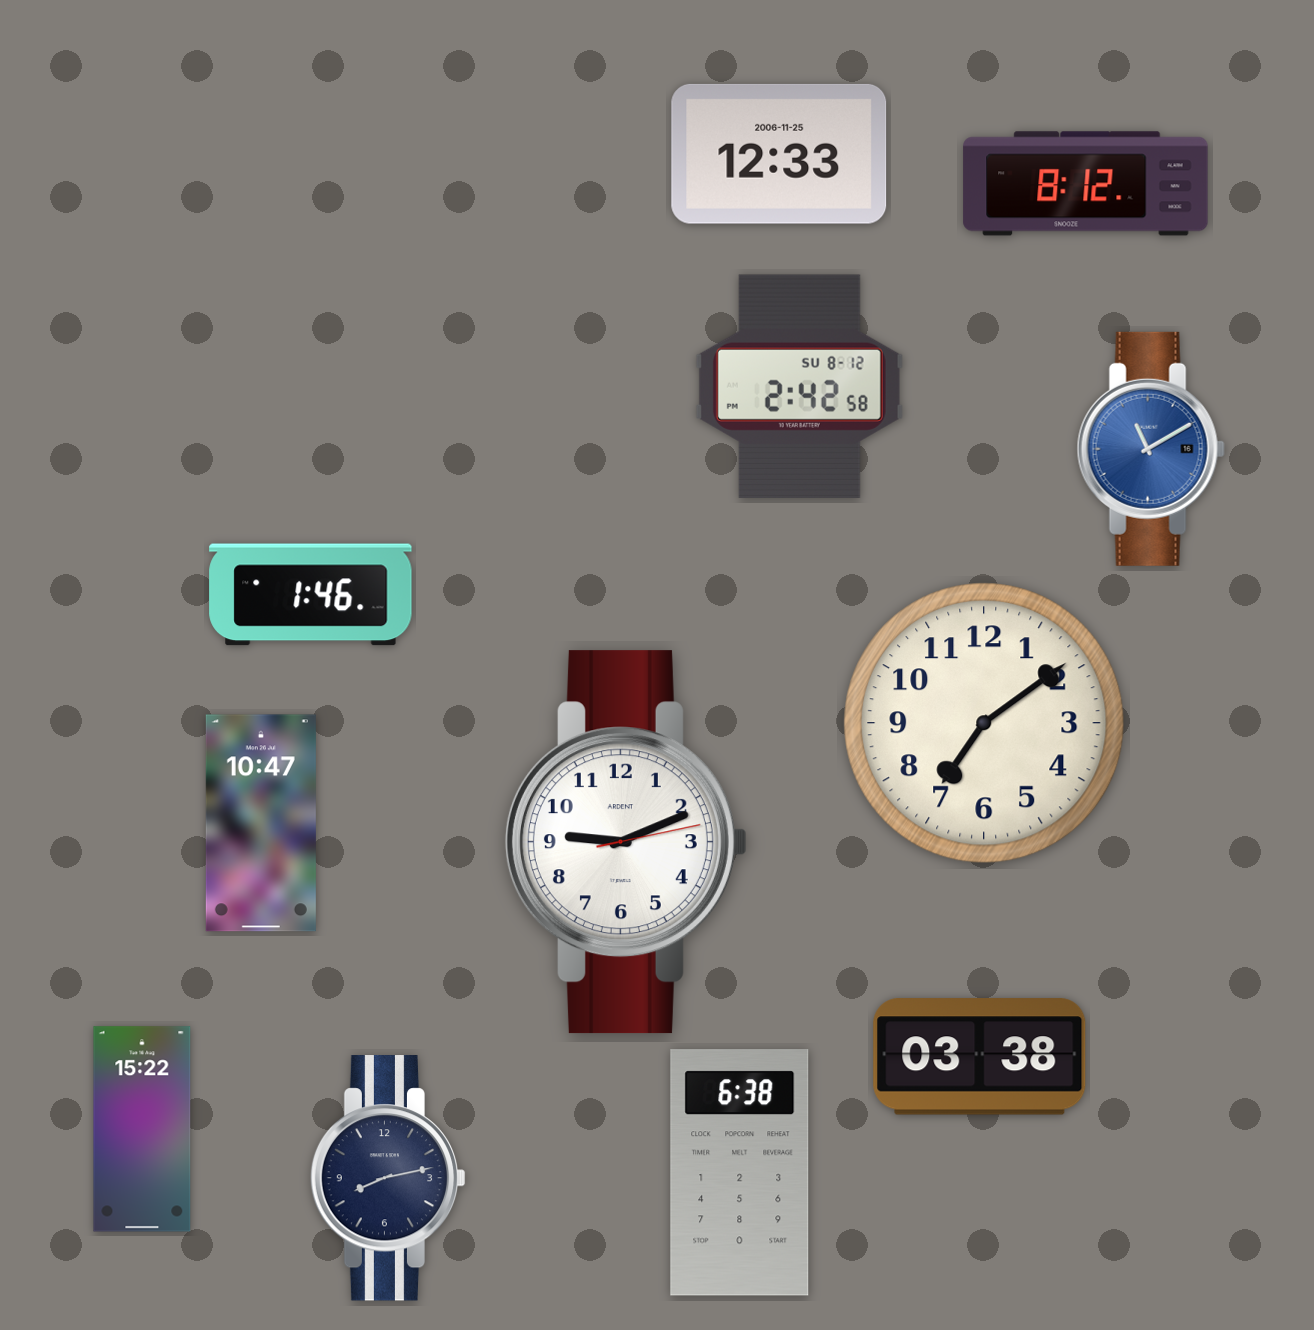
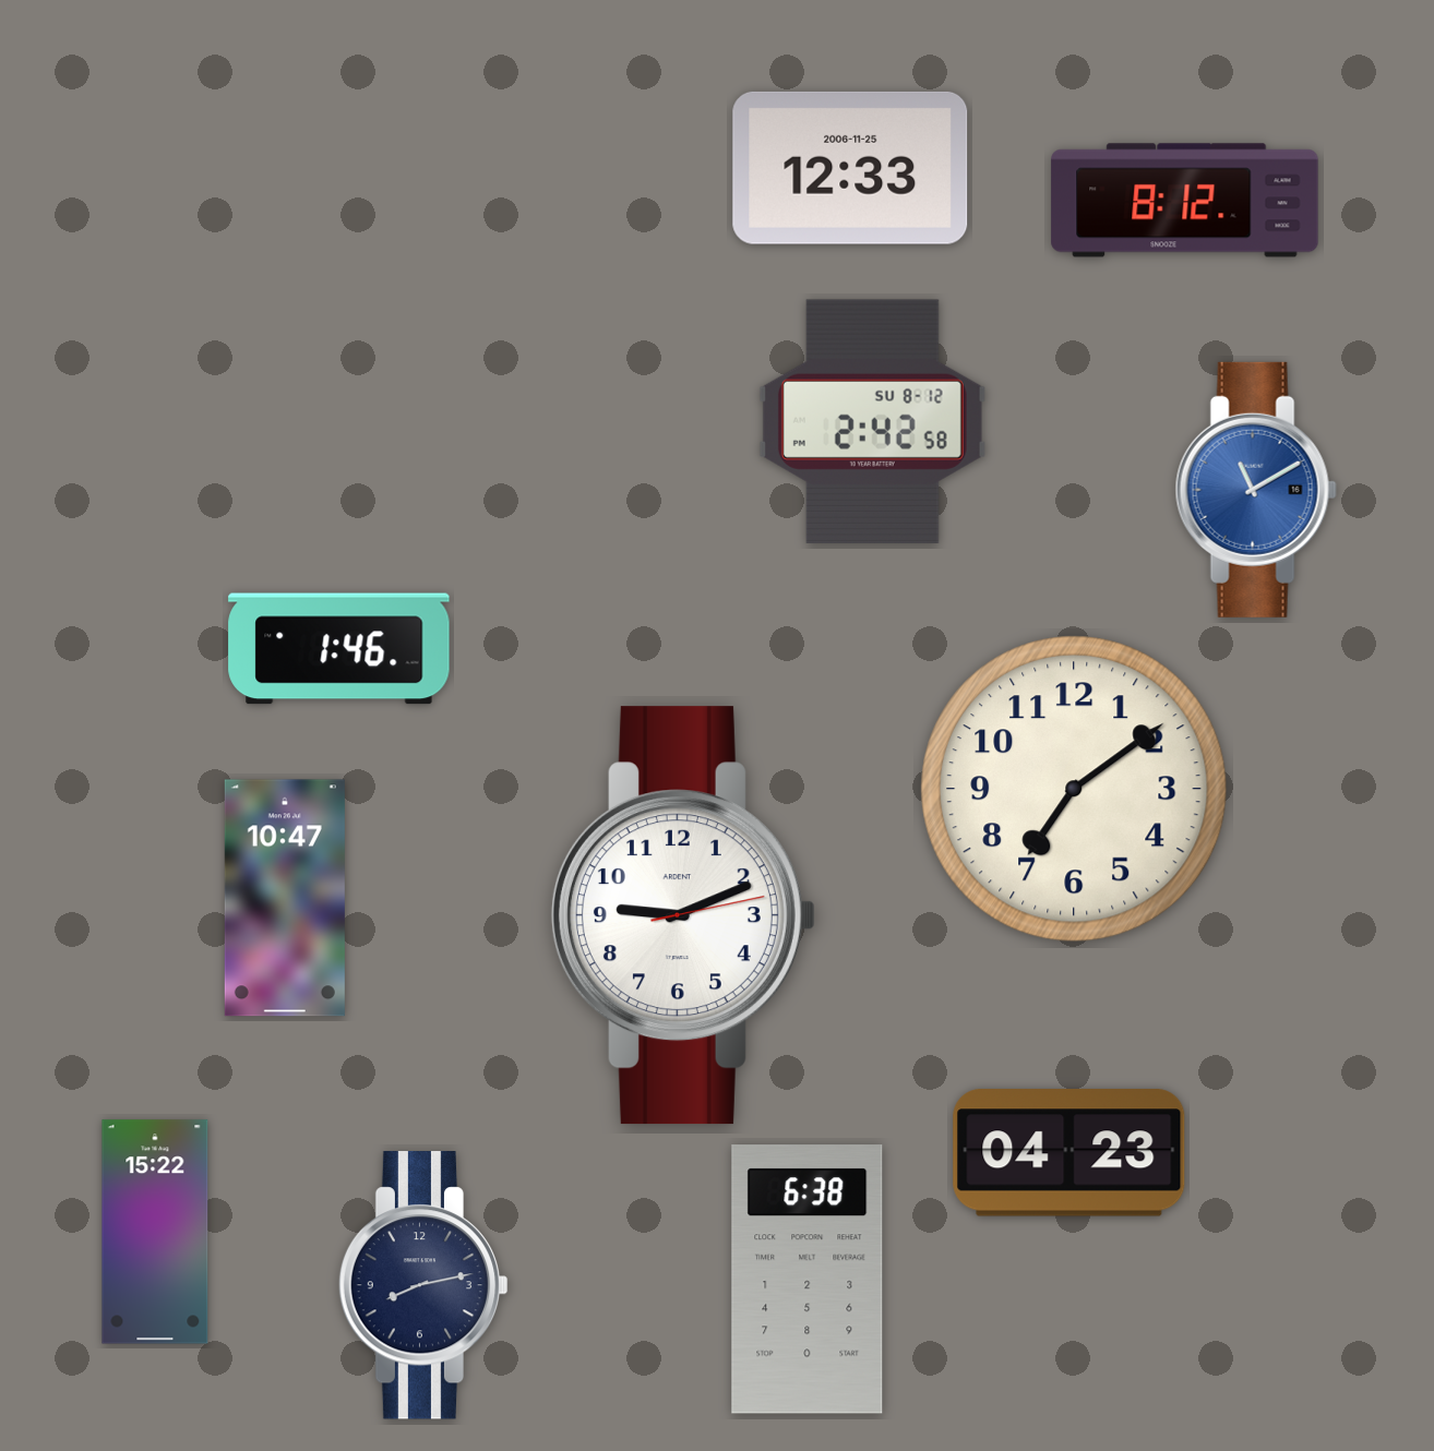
clock at (626, 842) position: (626, 842) -> (683, 915)
clock at (980, 1057): 03:38 -> 04:23
